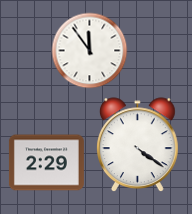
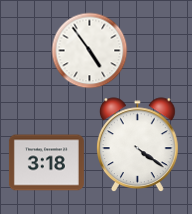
clock at (90, 51): 11:54 -> 4:54
clock at (46, 163): 2:29 -> 3:18
